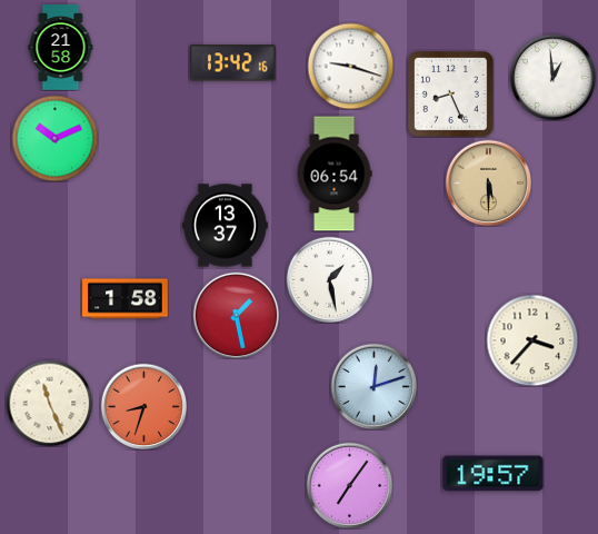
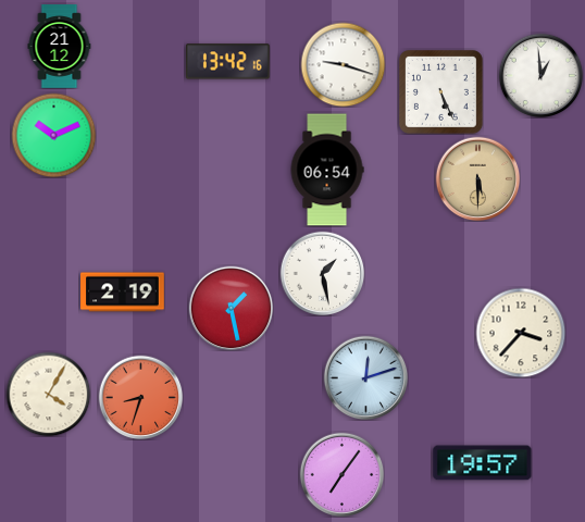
clock at (61, 48): 21:58 -> 21:12
clock at (450, 93): 8:26 -> 5:26
clock at (226, 226): 13:37 -> none
clock at (126, 299): 1:58 -> 2:19
clock at (49, 403): 11:26 -> 4:05
